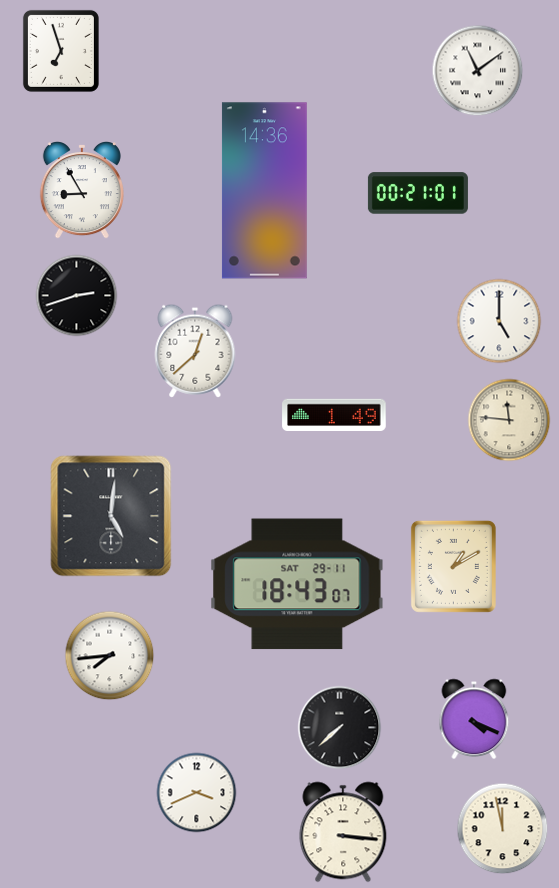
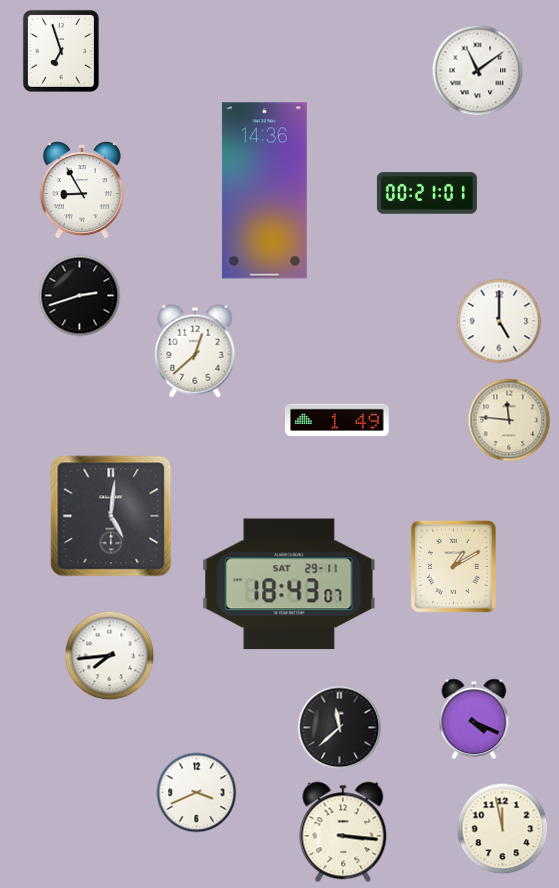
clock at (418, 193) position: (418, 193) -> (427, 193)
clock at (77, 296) position: (77, 296) -> (80, 296)
clock at (334, 415) position: (334, 415) -> (337, 420)
clock at (297, 584) position: (297, 584) -> (289, 584)
clock at (340, 728): 7:38 -> 11:38
